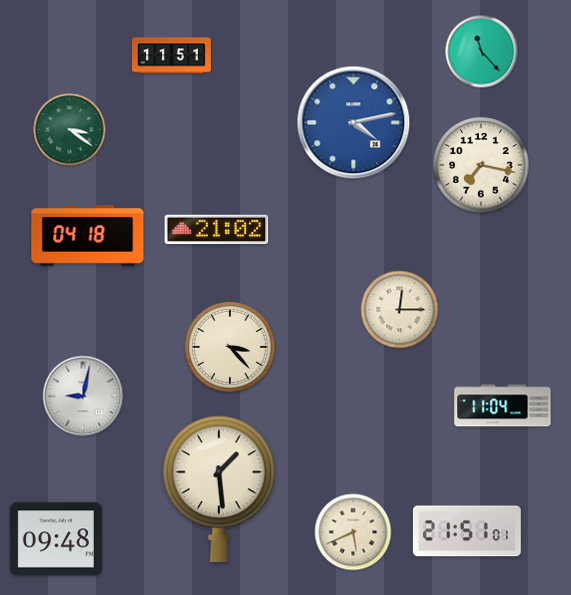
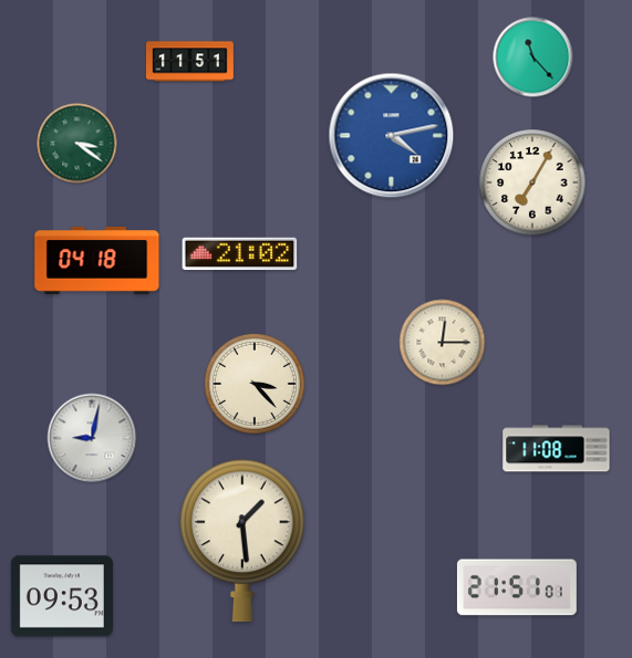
clock at (481, 165): 7:17 -> 7:05
clock at (503, 406): 11:04 -> 11:08
clock at (353, 532): 5:41 -> none
clock at (56, 539): 09:48 -> 09:53
